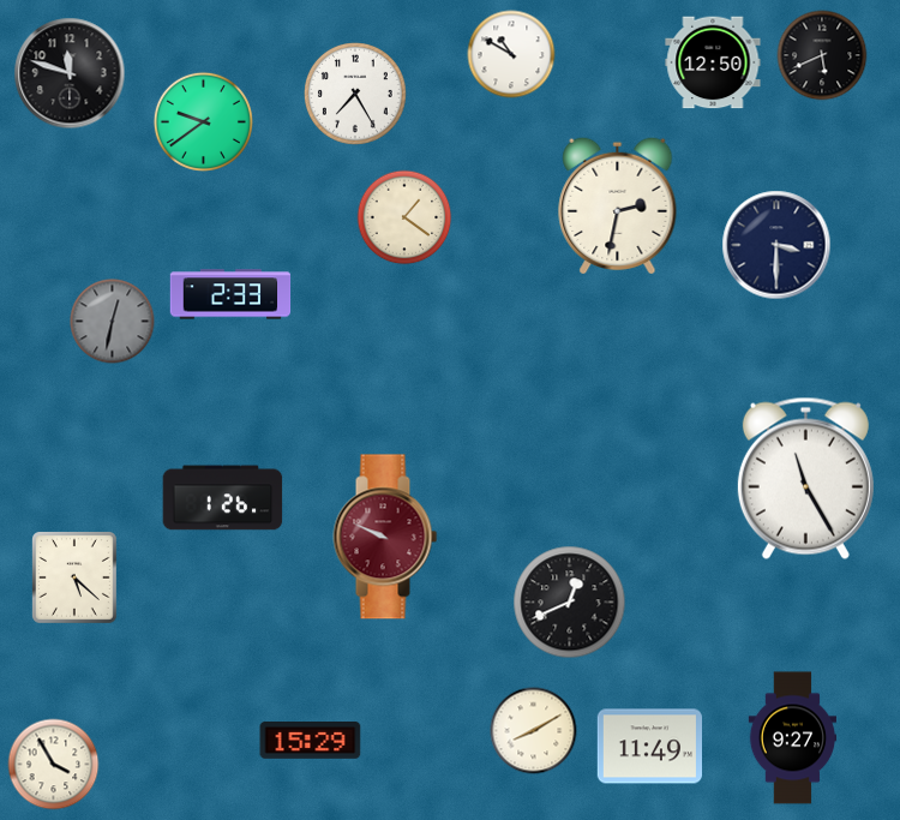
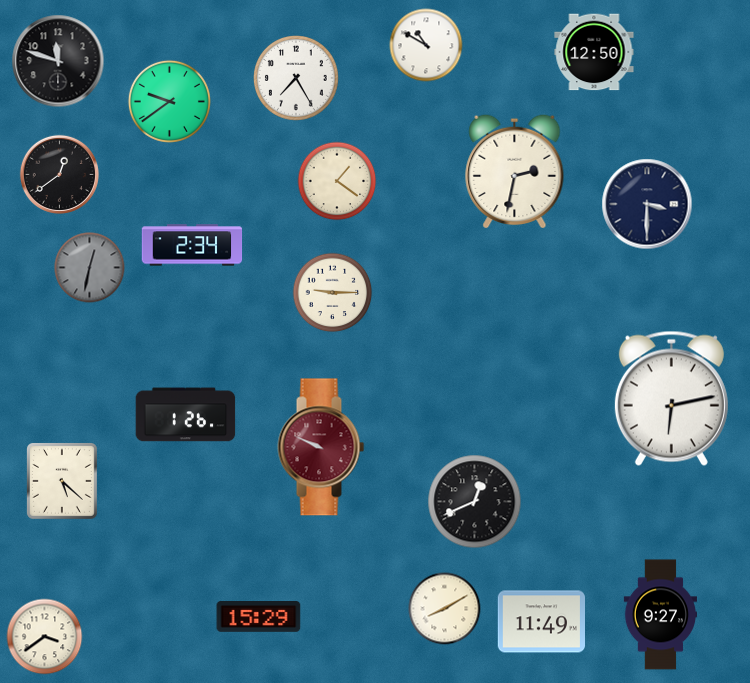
clock at (822, 55): 5:41 -> none
clock at (59, 174): none -> 12:39
clock at (230, 294): 2:33 -> 2:34
clock at (113, 322) position: (113, 322) -> (90, 268)
clock at (333, 293): none -> 9:15
clock at (805, 478): 11:25 -> 6:13
clock at (54, 765): 3:55 -> 3:39
